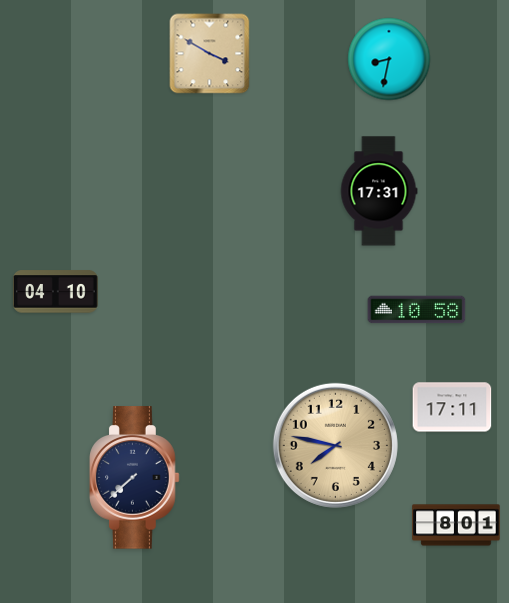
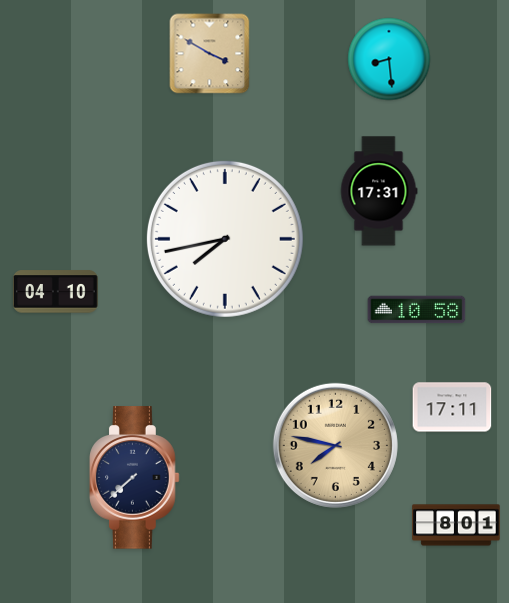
clock at (389, 59): 8:32 -> 8:29
clock at (225, 239): none -> 7:43
